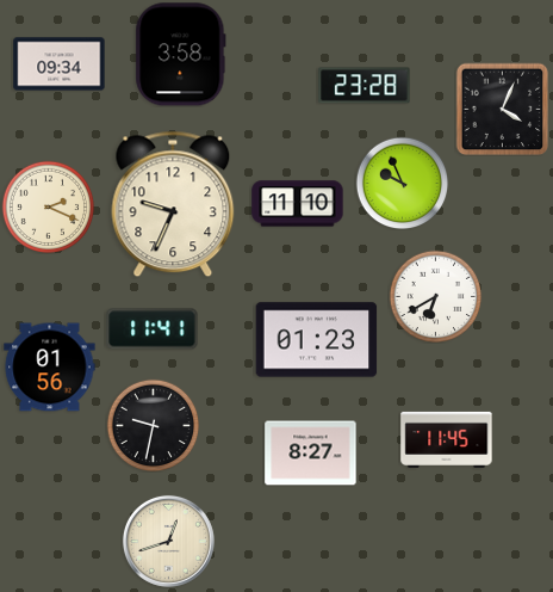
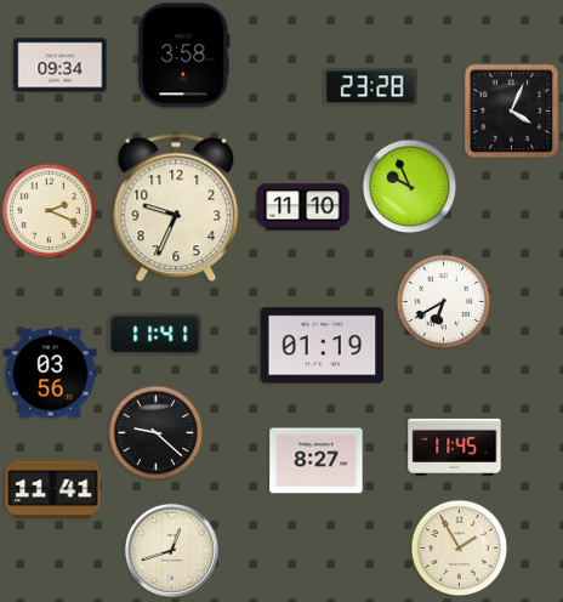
clock at (317, 340): 01:23 -> 01:19
clock at (50, 368): 01:56 -> 03:56
clock at (153, 425): 9:32 -> 9:22
clock at (53, 490): none -> 11:41
clock at (459, 547): none -> 1:55
